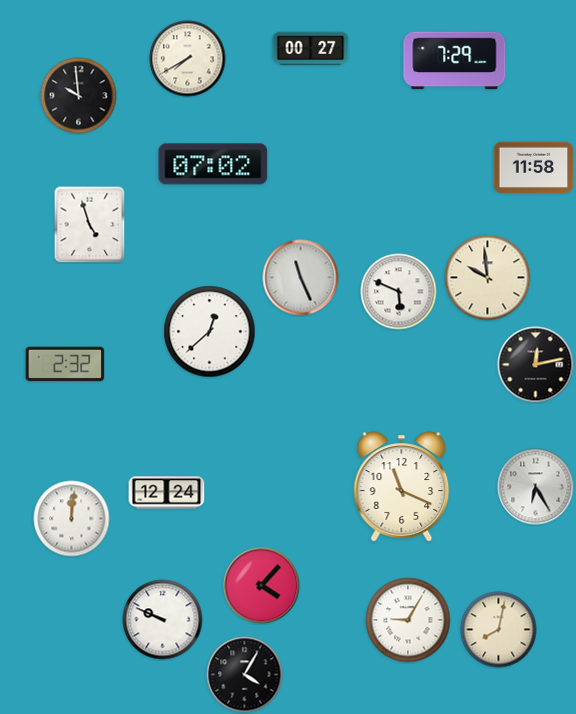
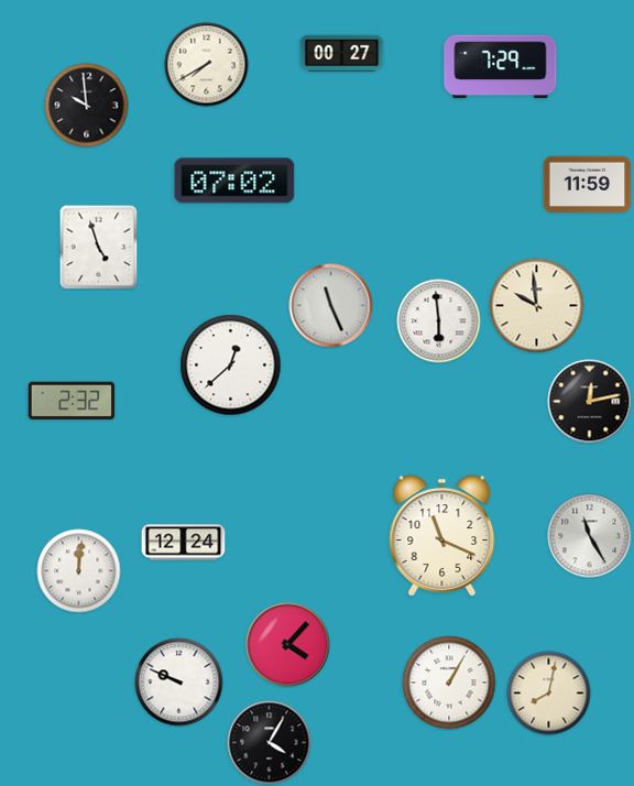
clock at (534, 168): 11:58 -> 11:59
clock at (399, 292): 5:49 -> 5:59
clock at (536, 487): 6:25 -> 11:25
clock at (408, 620): 9:05 -> 1:05
